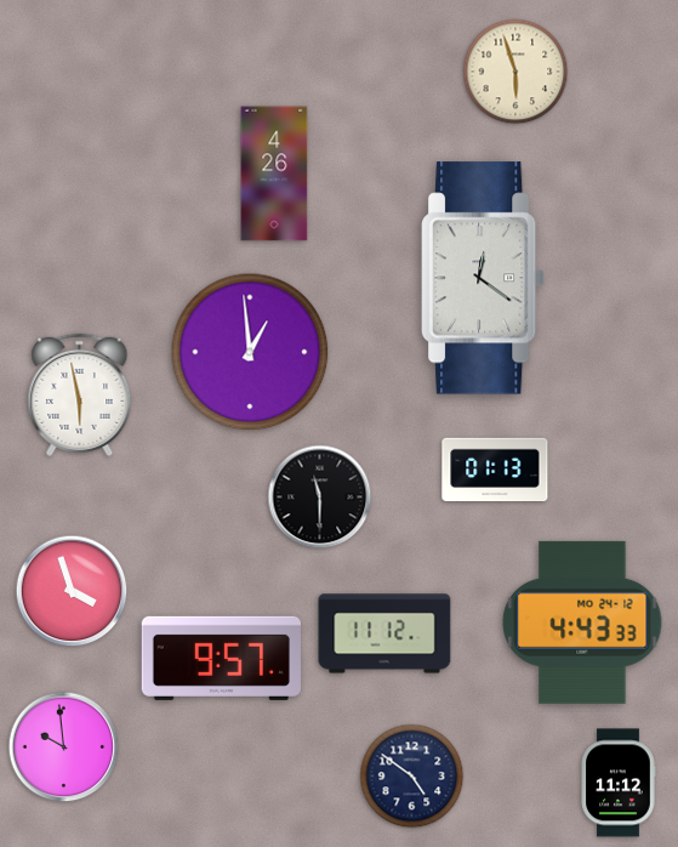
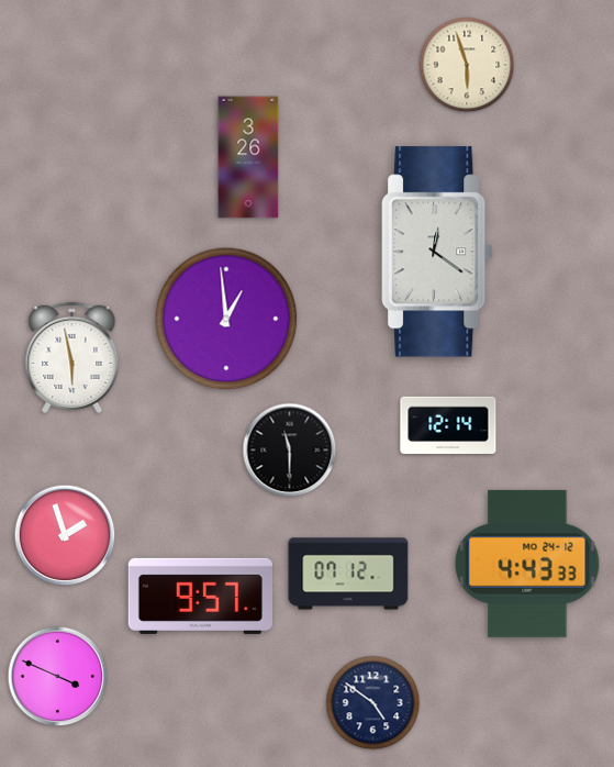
clock at (274, 174): 4:26 -> 3:26
clock at (495, 468): 01:13 -> 12:14
clock at (72, 591): 3:57 -> 1:57
clock at (384, 633): 11:12 -> 07:12
clock at (64, 747): 9:59 -> 3:49
clock at (619, 783): 11:12 -> none
